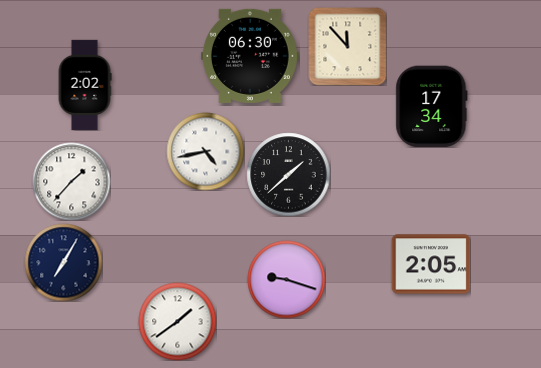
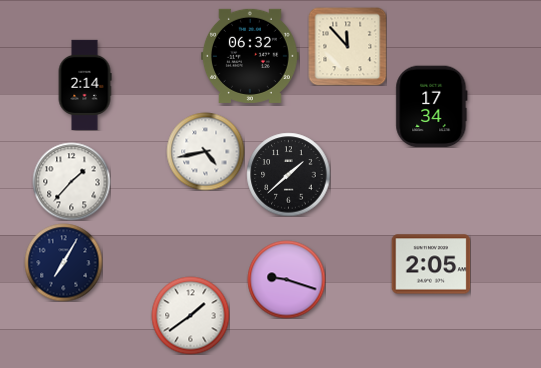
clock at (250, 56): 06:30 -> 06:32
clock at (85, 85): 2:02 -> 2:14
clock at (177, 321) position: (177, 321) -> (190, 315)
